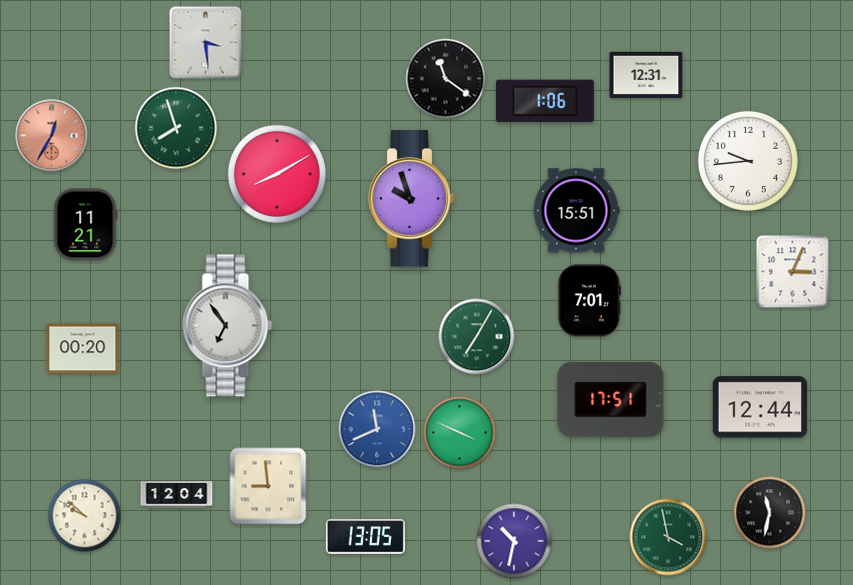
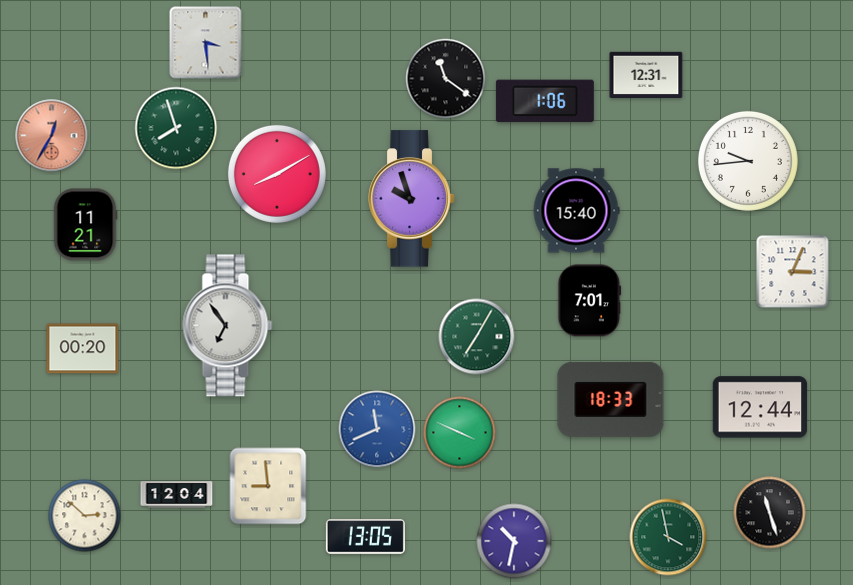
clock at (576, 211): 15:51 -> 15:40
clock at (611, 399): 17:51 -> 18:33
clock at (770, 513): 11:32 -> 11:27
clock at (85, 516): 9:52 -> 2:52
